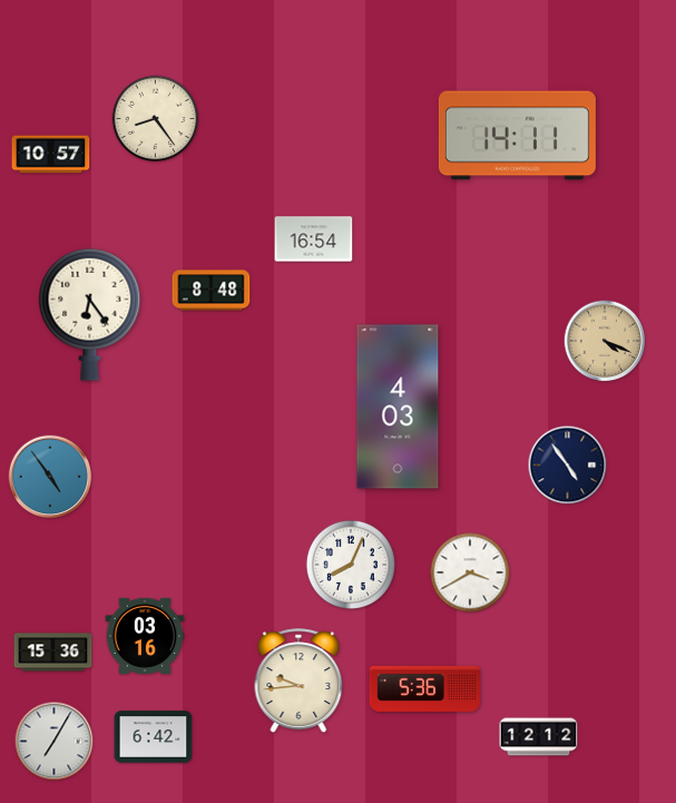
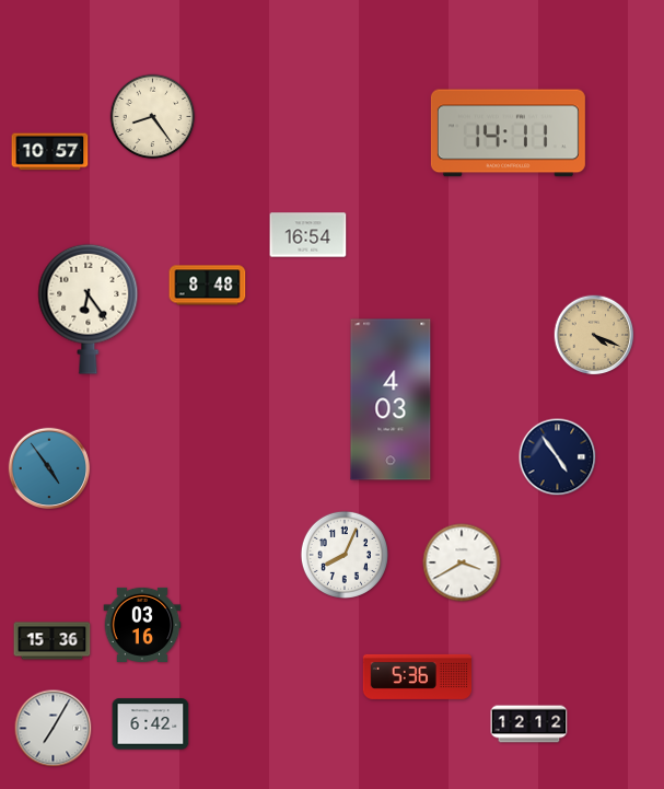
clock at (298, 680): 9:44 -> none
